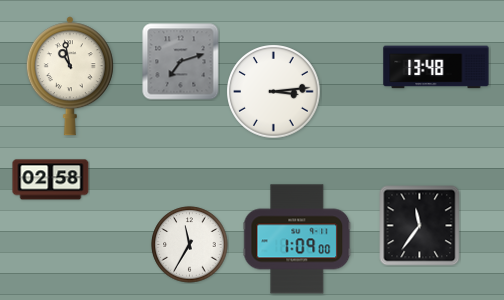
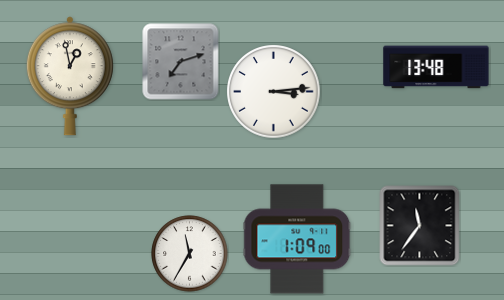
clock at (70, 76): 10:58 -> 12:58
clock at (51, 180): 02:58 -> none
clock at (190, 245) position: (190, 245) -> (190, 254)
